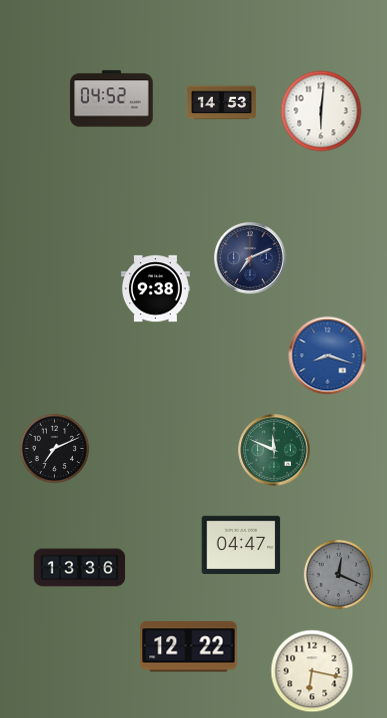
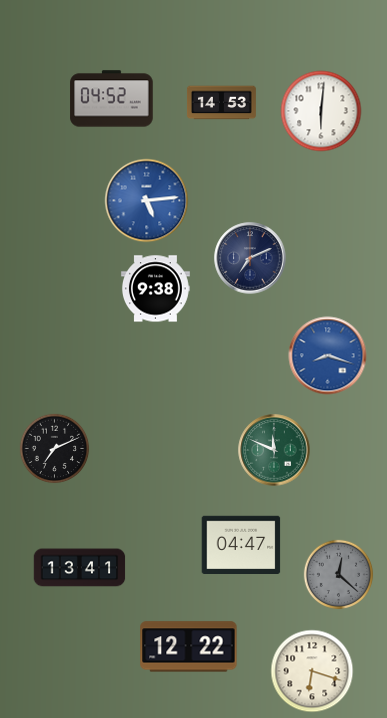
clock at (147, 201): none -> 5:14
clock at (80, 568): 13:36 -> 13:41
clock at (339, 575): 12:19 -> 12:22
clock at (312, 671): 6:17 -> 6:18
